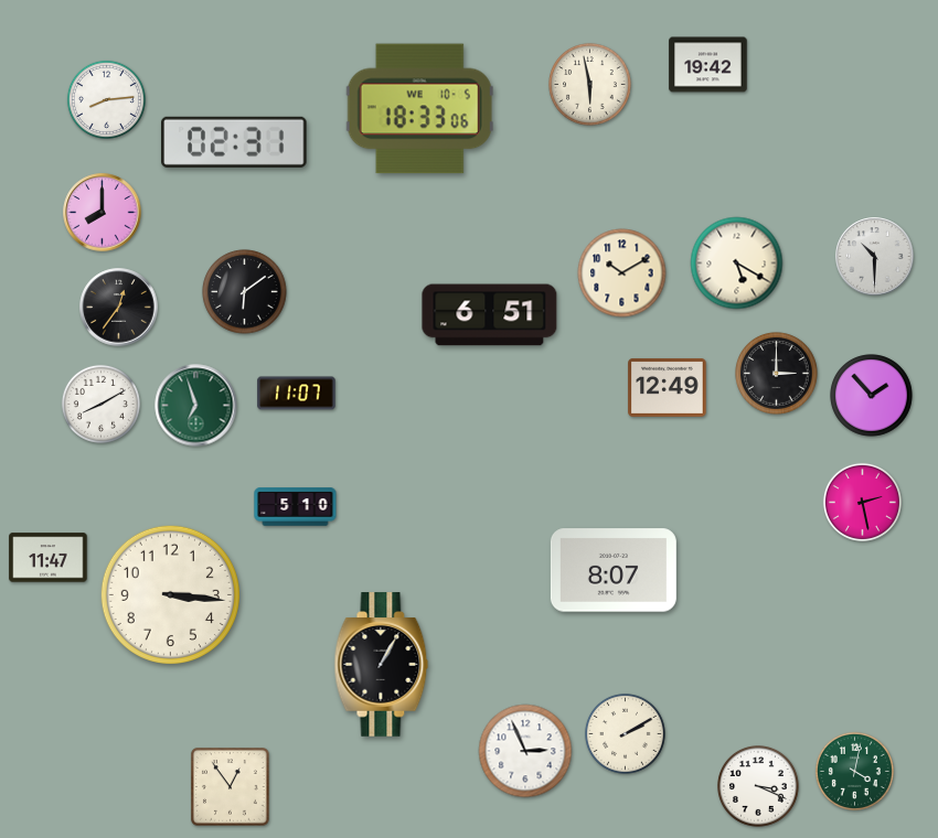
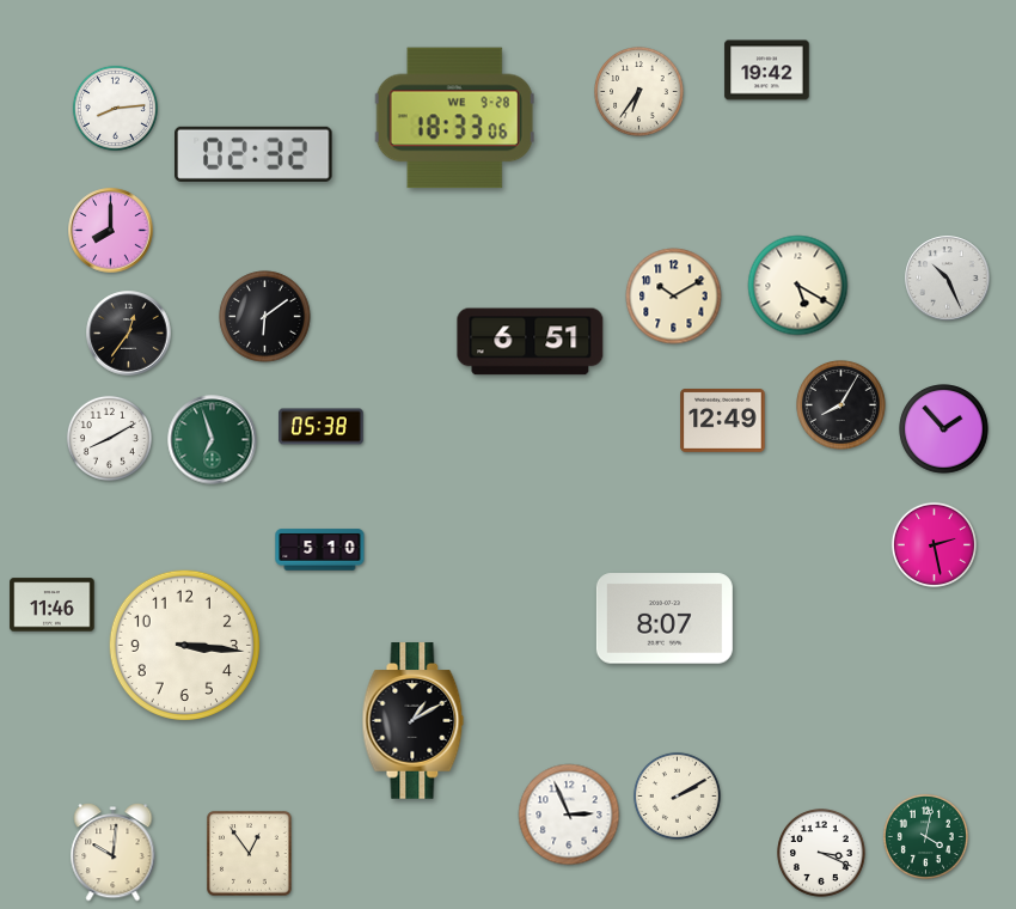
clock at (590, 85): 5:58 -> 6:36
clock at (419, 109) date: WE 10-5 -> WE 9-28
clock at (234, 142): 02:31 -> 02:32
clock at (875, 257): 10:30 -> 10:26
clock at (777, 374): 3:00 -> 8:05
clock at (297, 394): 11:07 -> 05:38
clock at (49, 558): 11:47 -> 11:46
clock at (382, 665): 1:05 -> 1:10
clock at (114, 853): none -> 10:01
